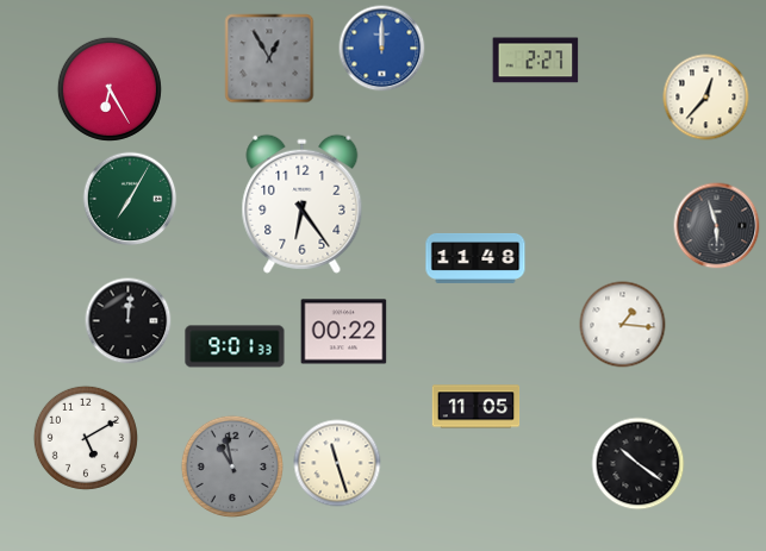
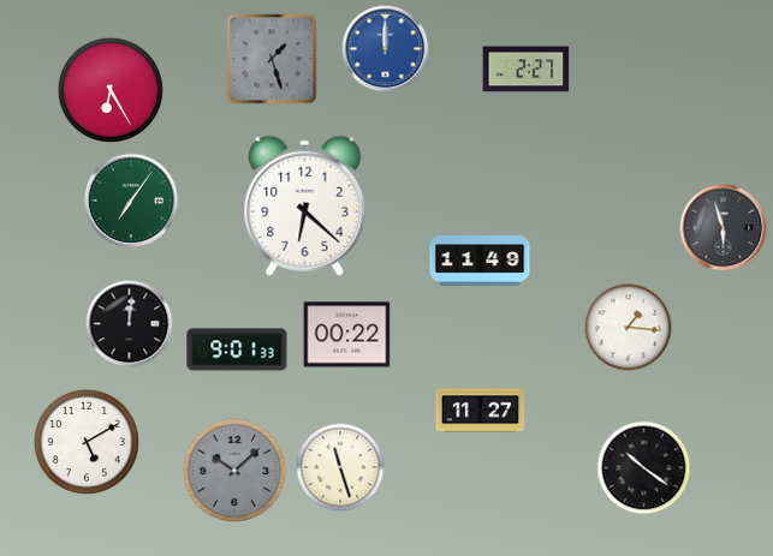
clock at (269, 58): 12:55 -> 1:27
clock at (536, 61) position: (536, 61) -> (527, 70)
clock at (706, 98): 12:37 -> none
clock at (130, 199): 7:05 -> 7:06
clock at (303, 204): 6:24 -> 6:22
clock at (475, 258): 11:48 -> 11:49
clock at (477, 407): 11:05 -> 11:27
clock at (231, 465): 10:58 -> 10:08
